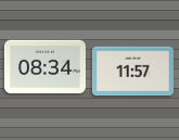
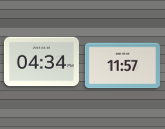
clock at (44, 67): 08:34 -> 04:34
